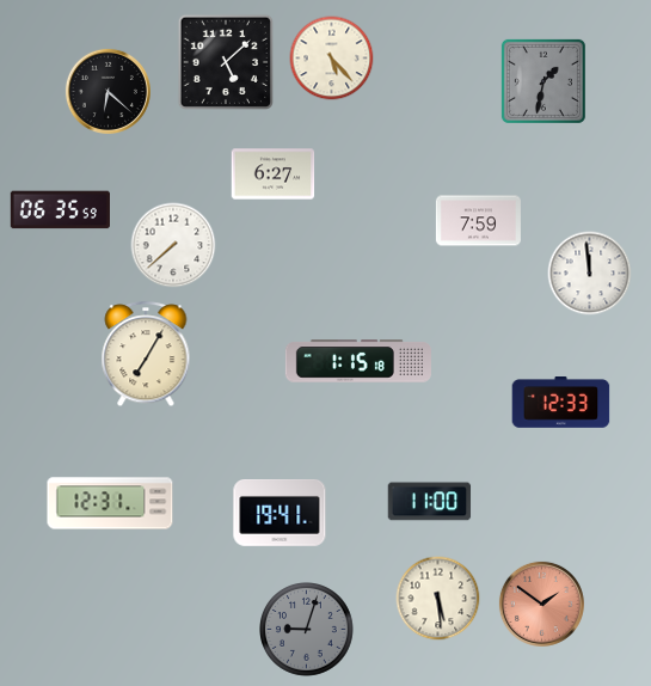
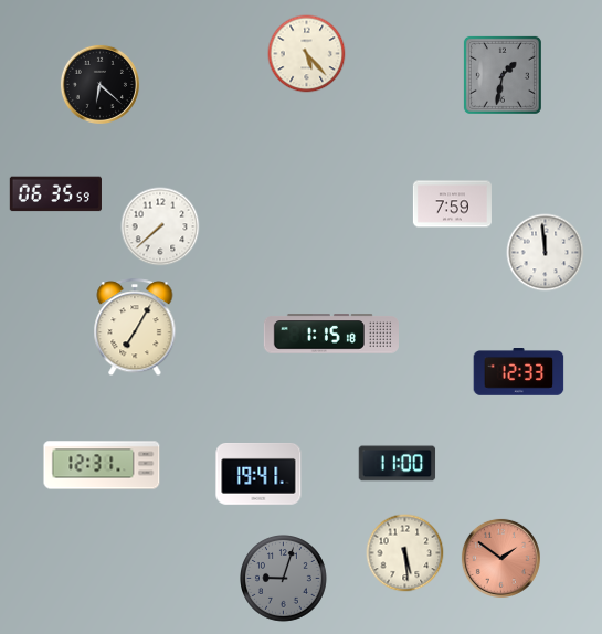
clock at (226, 62): 5:08 -> none
clock at (274, 174): 6:27 -> none
clock at (478, 221) position: (478, 221) -> (452, 204)
clock at (307, 630) position: (307, 630) -> (284, 579)
